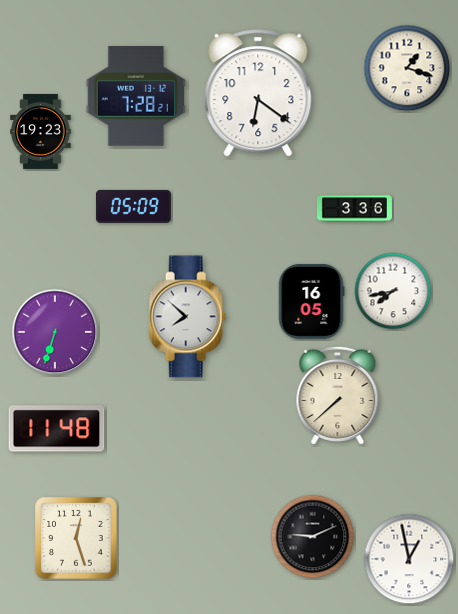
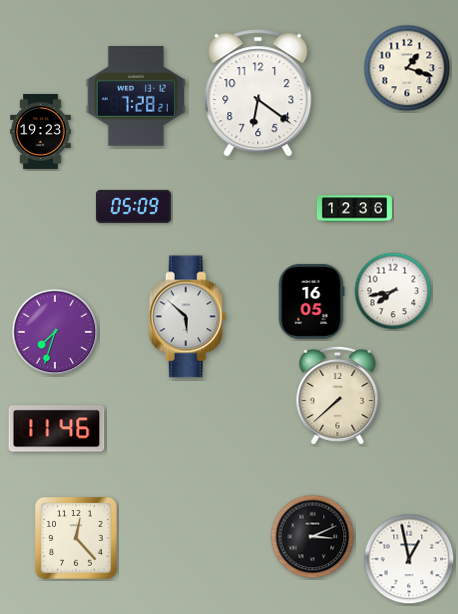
clock at (354, 209): 3:36 -> 12:36
clock at (188, 317): 7:52 -> 5:52
clock at (55, 332): 6:33 -> 7:33
clock at (57, 429): 11:48 -> 11:46
clock at (313, 537): 9:11 -> 3:11
clock at (76, 538): 12:27 -> 12:23
